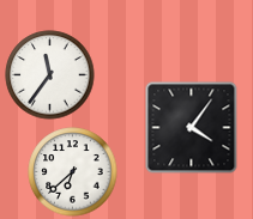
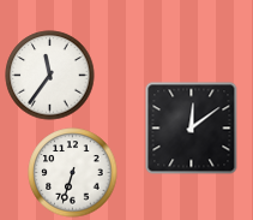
clock at (192, 128): 4:06 -> 12:09
clock at (73, 172): 6:38 -> 6:33
